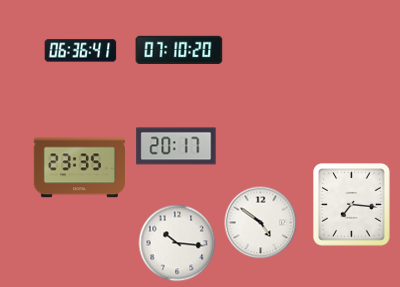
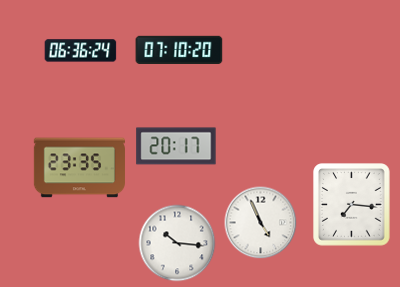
clock at (81, 51): 06:36:41 -> 06:36:24
clock at (261, 223): 4:51 -> 4:56
